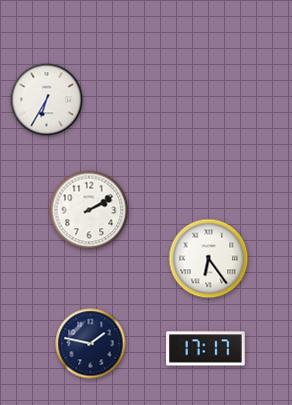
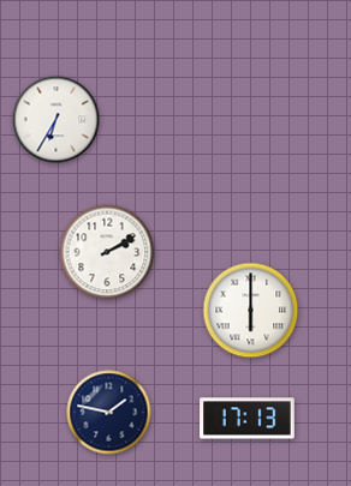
clock at (209, 259): 6:24 -> 6:00
clock at (206, 349): 17:17 -> 17:13
